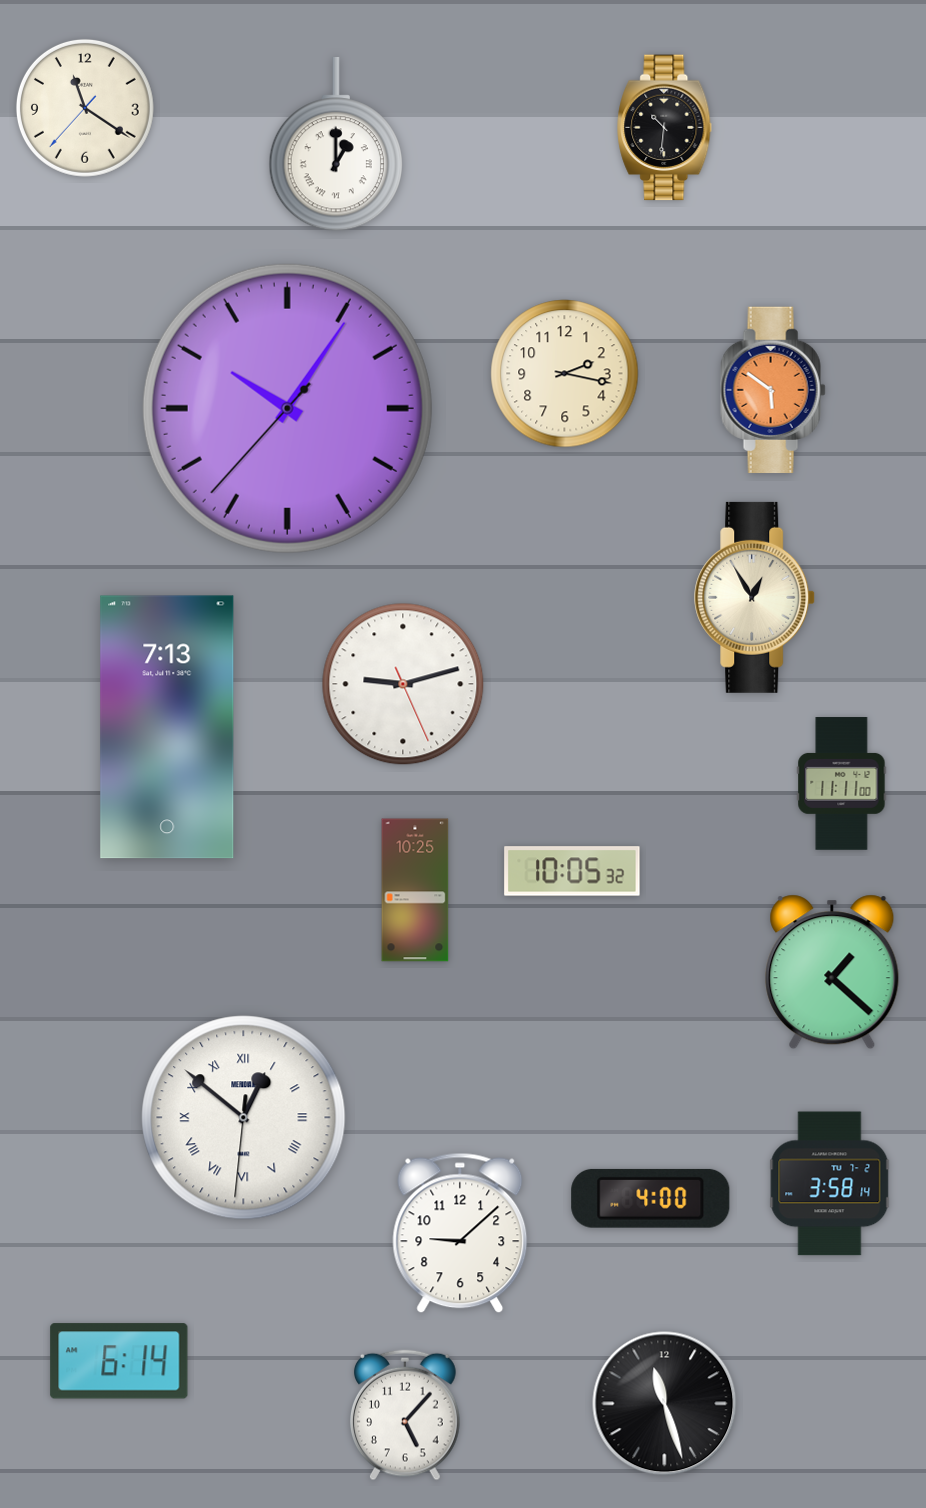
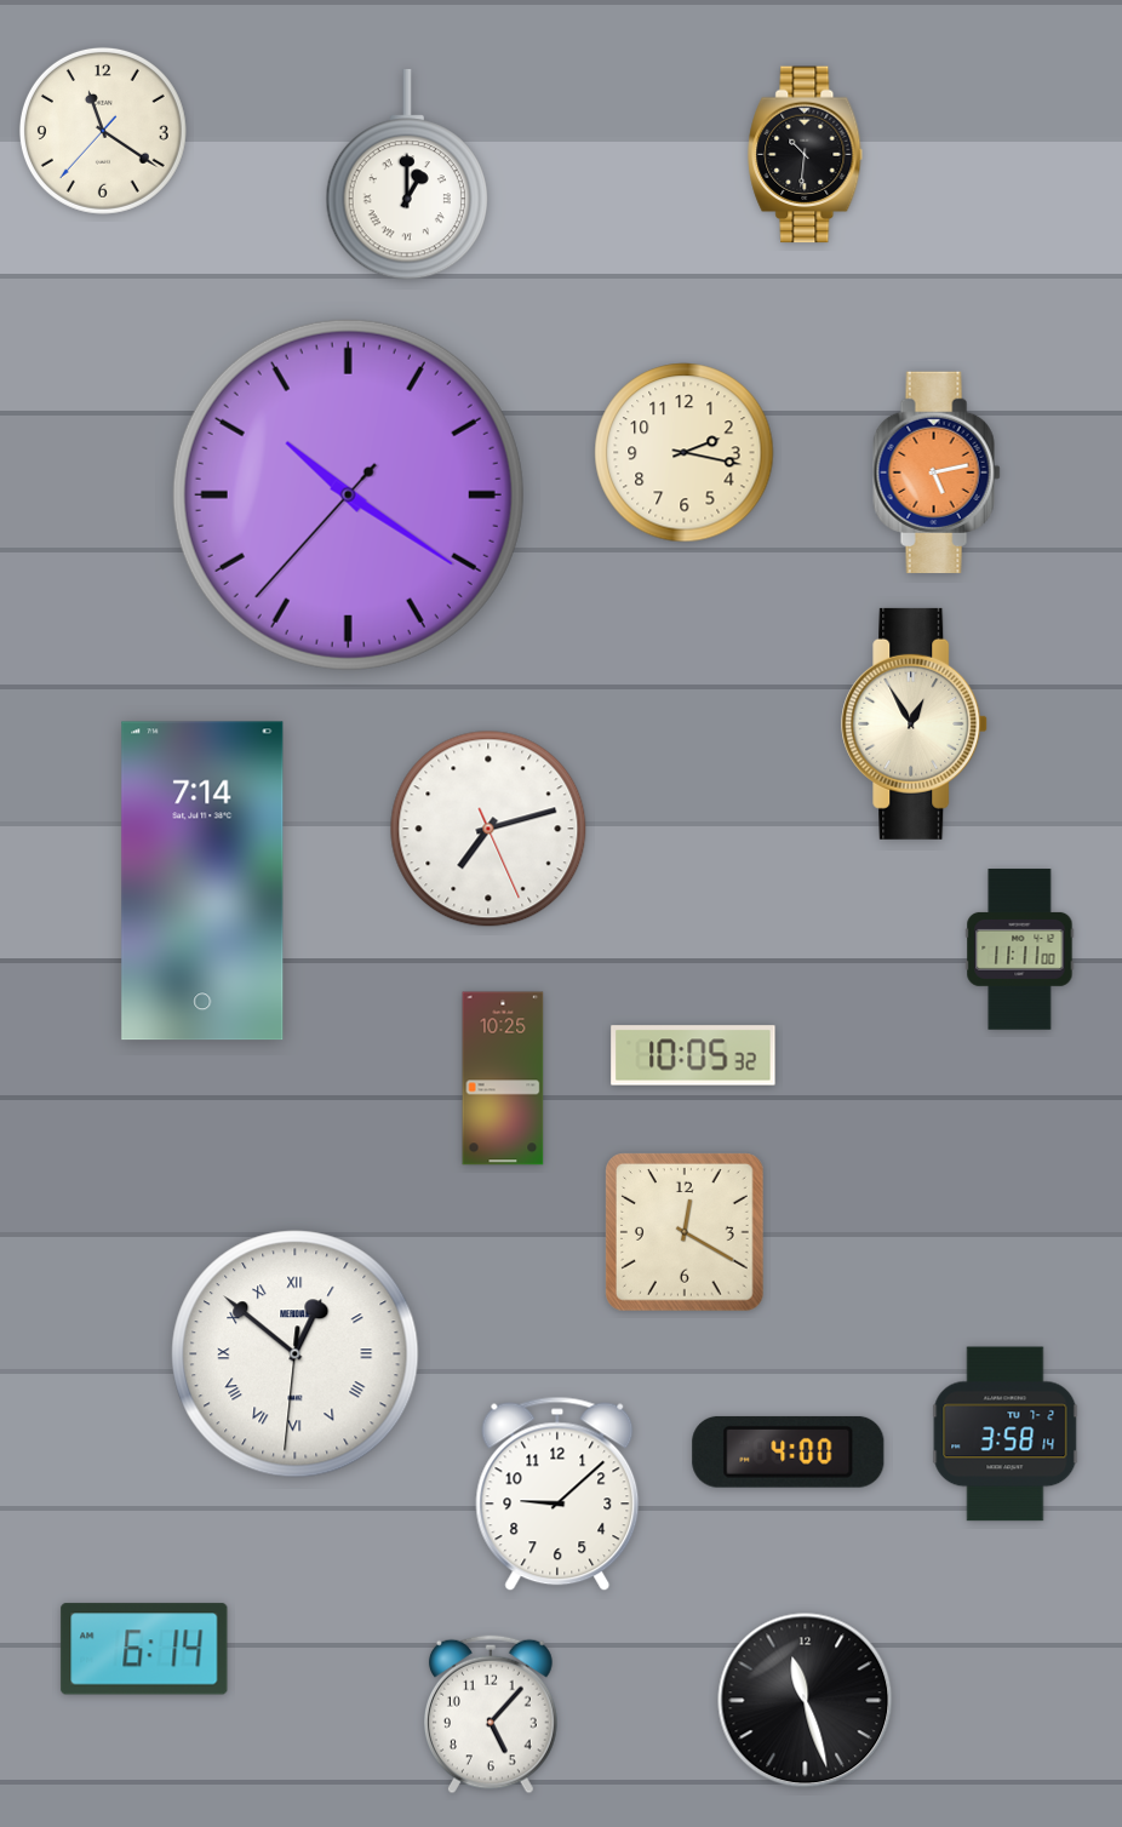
clock at (773, 390): 5:51 -> 5:13
clock at (287, 408): 10:05 -> 10:20
clock at (403, 684): 9:12 -> 7:12
clock at (167, 727): 7:13 -> 7:14
clock at (832, 972): 1:22 -> none
clock at (686, 1233): none -> 12:20
